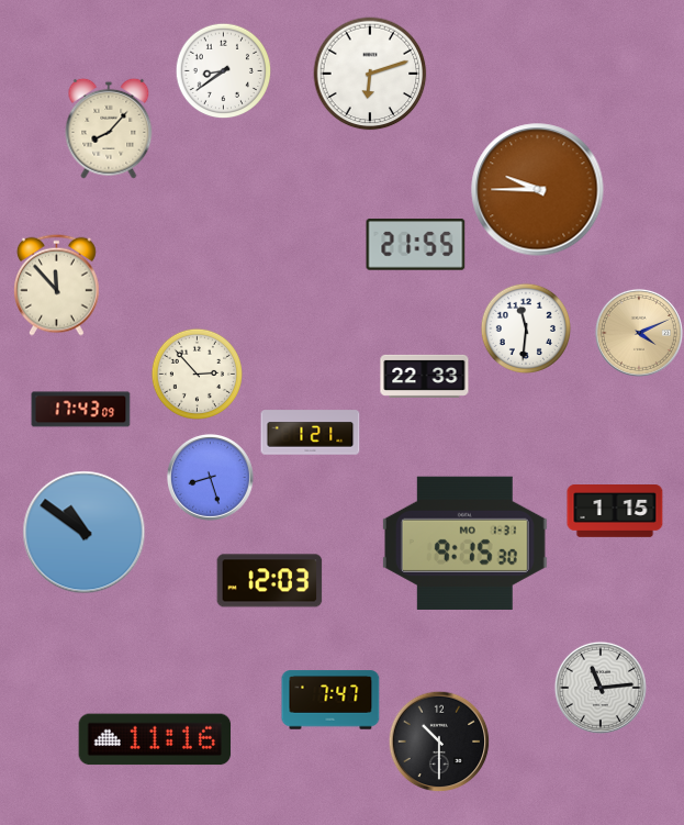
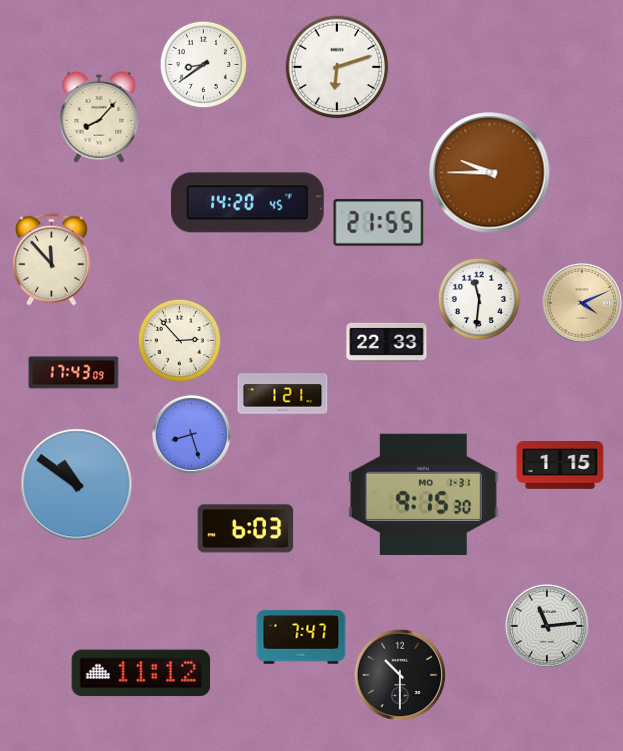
clock at (248, 203): none -> 14:20
clock at (270, 581): 12:03 -> 6:03
clock at (155, 739): 11:16 -> 11:12
